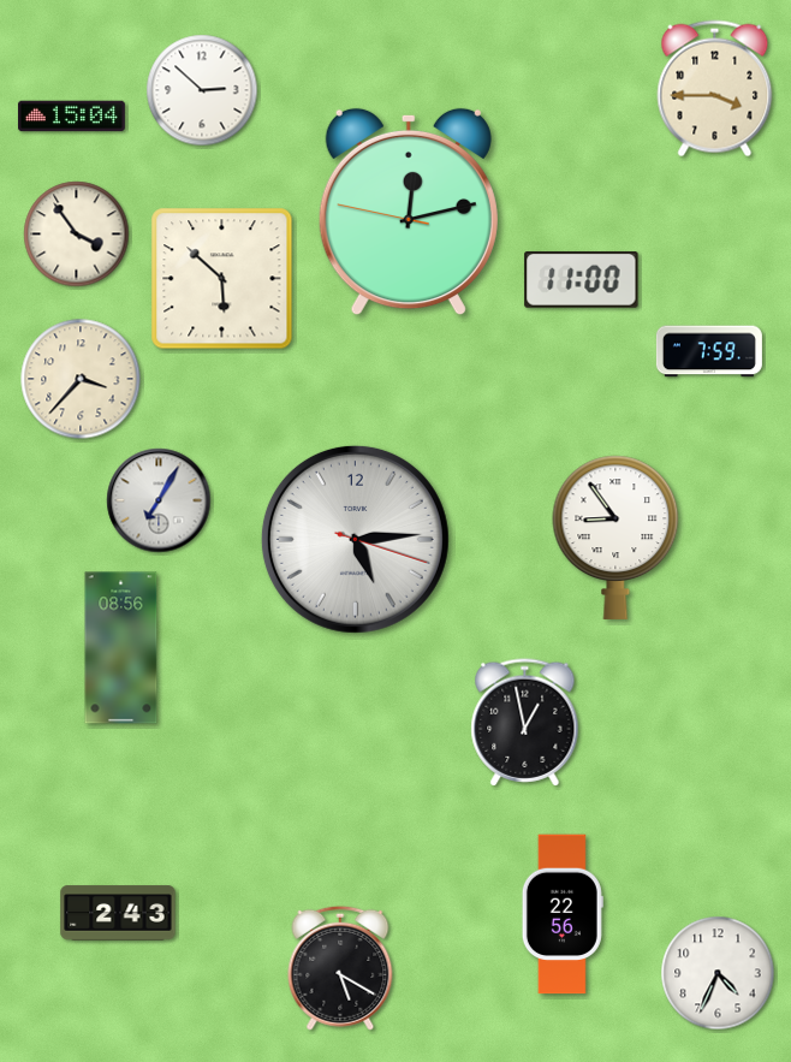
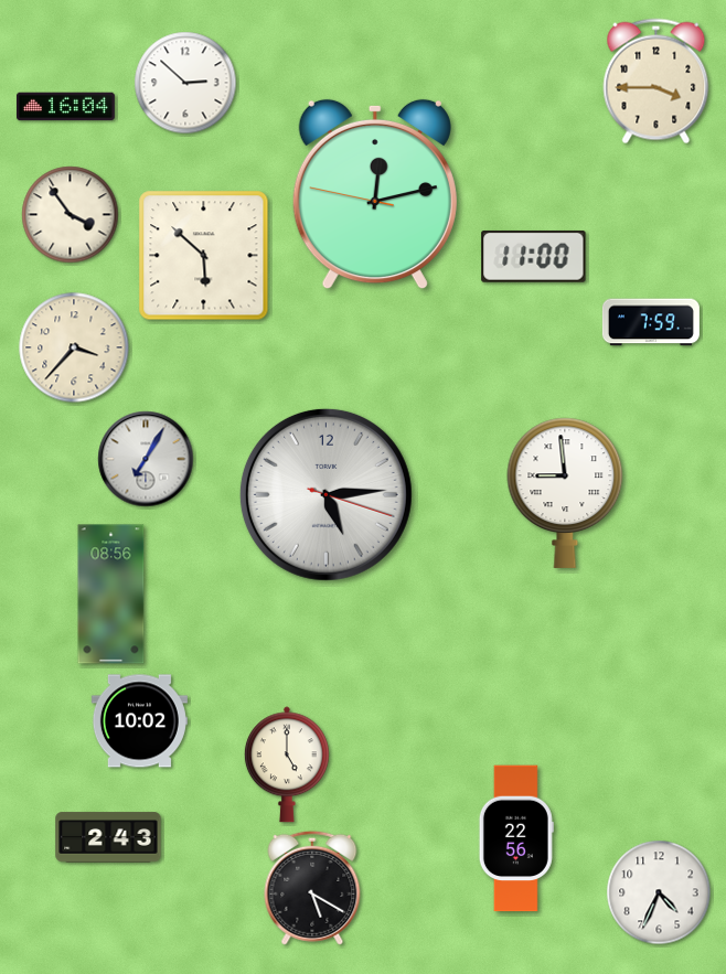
clock at (71, 117): 15:04 -> 16:04
clock at (615, 538): 8:54 -> 8:59
clock at (525, 723): 12:58 -> none
clock at (139, 721): none -> 10:02
clock at (287, 764): none -> 5:00
